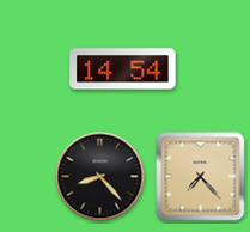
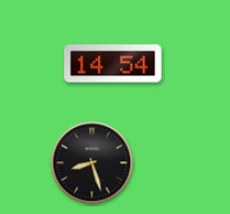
clock at (100, 177): 8:23 -> 8:27
clock at (201, 177): 7:23 -> none
